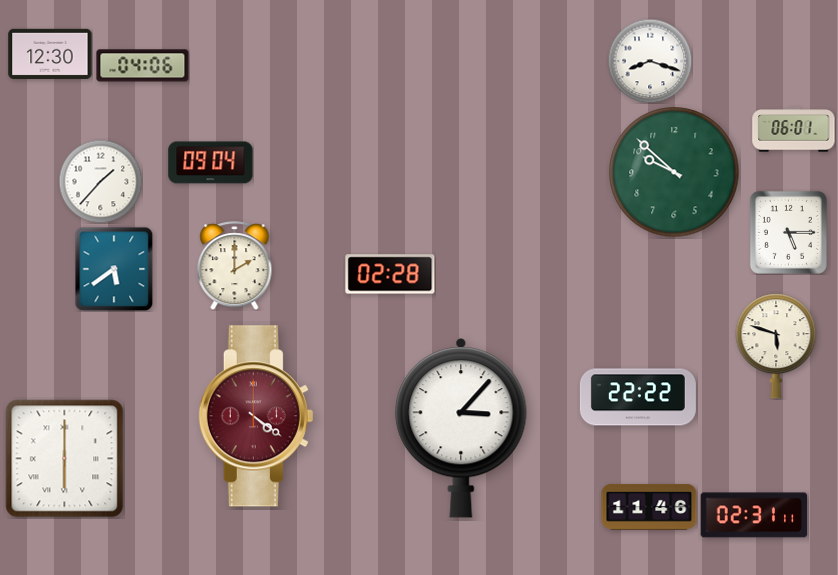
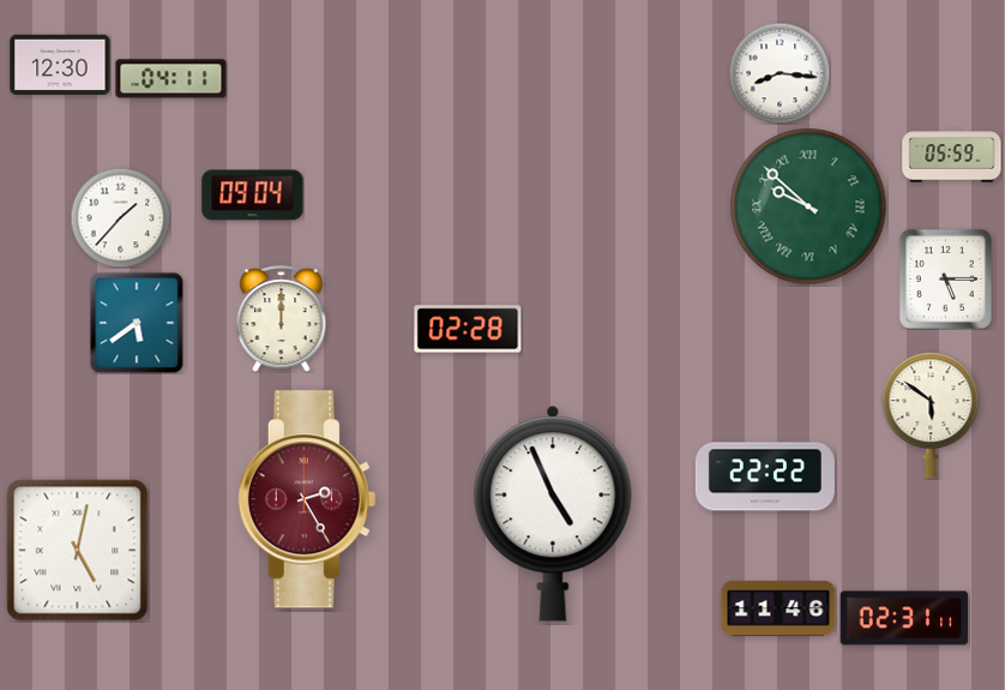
clock at (650, 61): 8:18 -> 8:16
clock at (143, 66): 04:06 -> 04:11
clock at (794, 130): 06:01 -> 05:59
clock at (674, 172) numerals: Arabic -> Roman
clock at (235, 266): 2:00 -> 12:00
clock at (776, 346): 5:48 -> 5:51
clock at (256, 416): 4:21 -> 2:25
clock at (461, 428): 3:07 -> 4:56
clock at (65, 459): 6:00 -> 5:02
